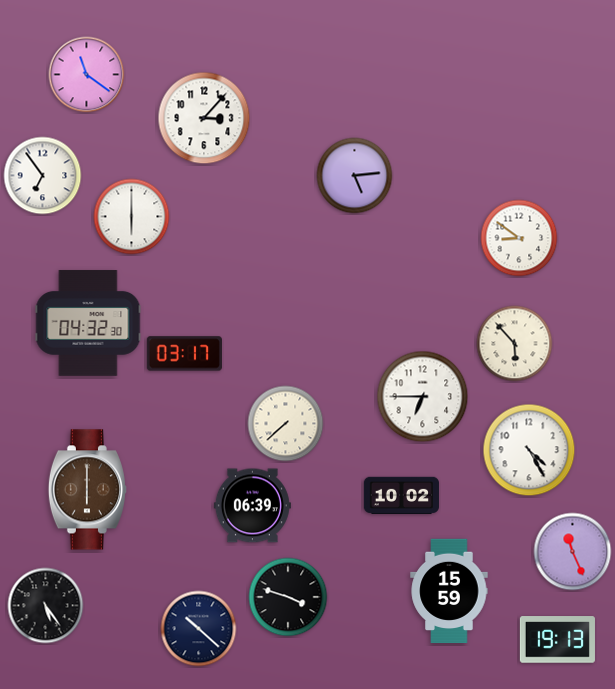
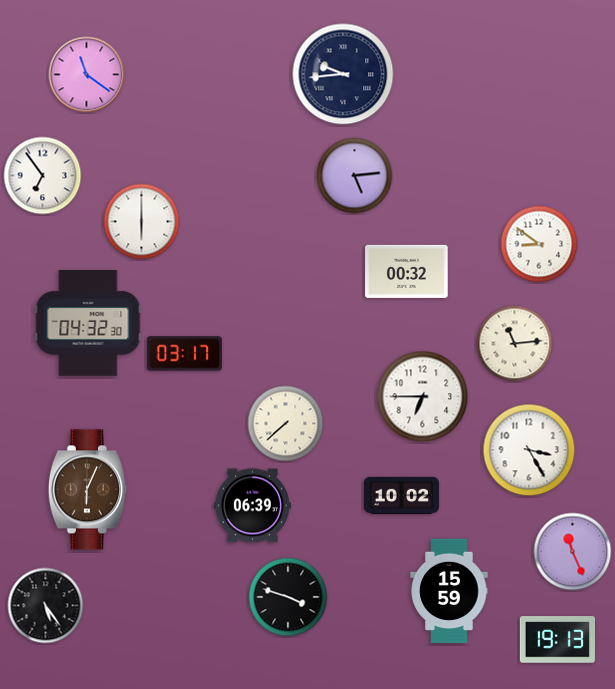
clock at (343, 74): none -> 9:44
clock at (204, 118): 3:07 -> none
clock at (132, 217) position: (132, 217) -> (142, 222)
clock at (519, 238) position: (519, 238) -> (539, 244)
clock at (407, 271): none -> 00:32
clock at (515, 344): 5:53 -> 11:14
clock at (529, 450): 4:25 -> 3:25
clock at (87, 490): 6:00 -> 6:04
clock at (199, 629): 10:22 -> none
